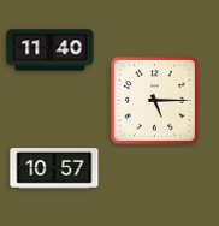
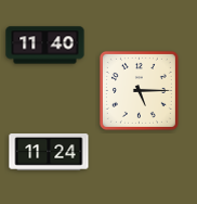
clock at (54, 168): 10:57 -> 11:24
